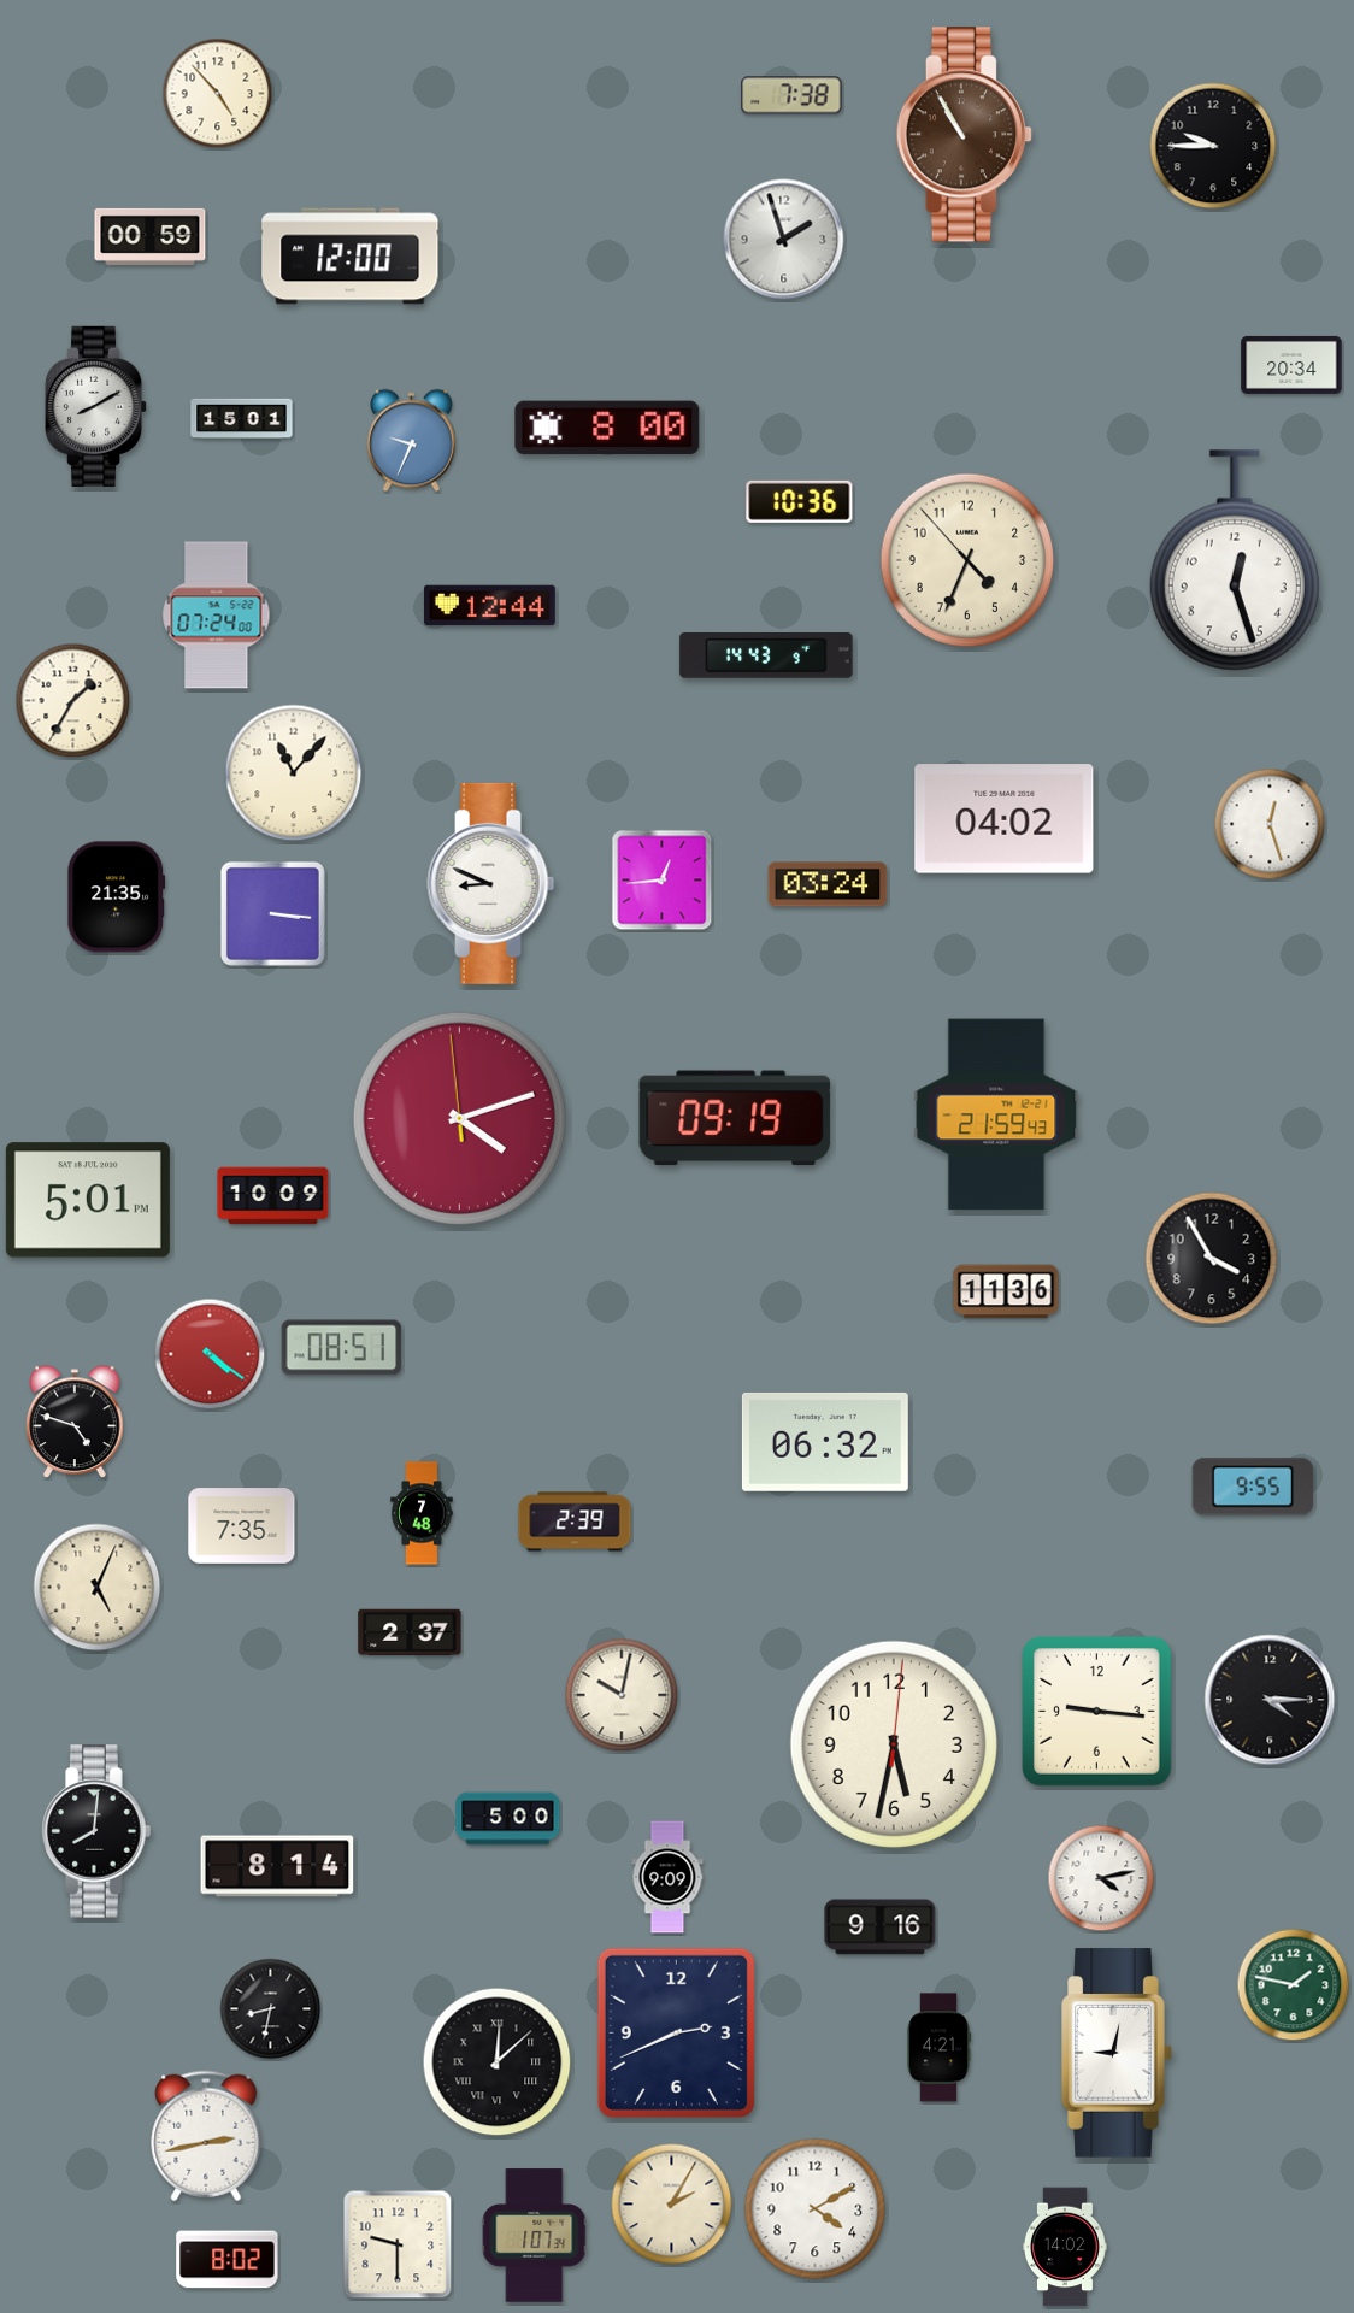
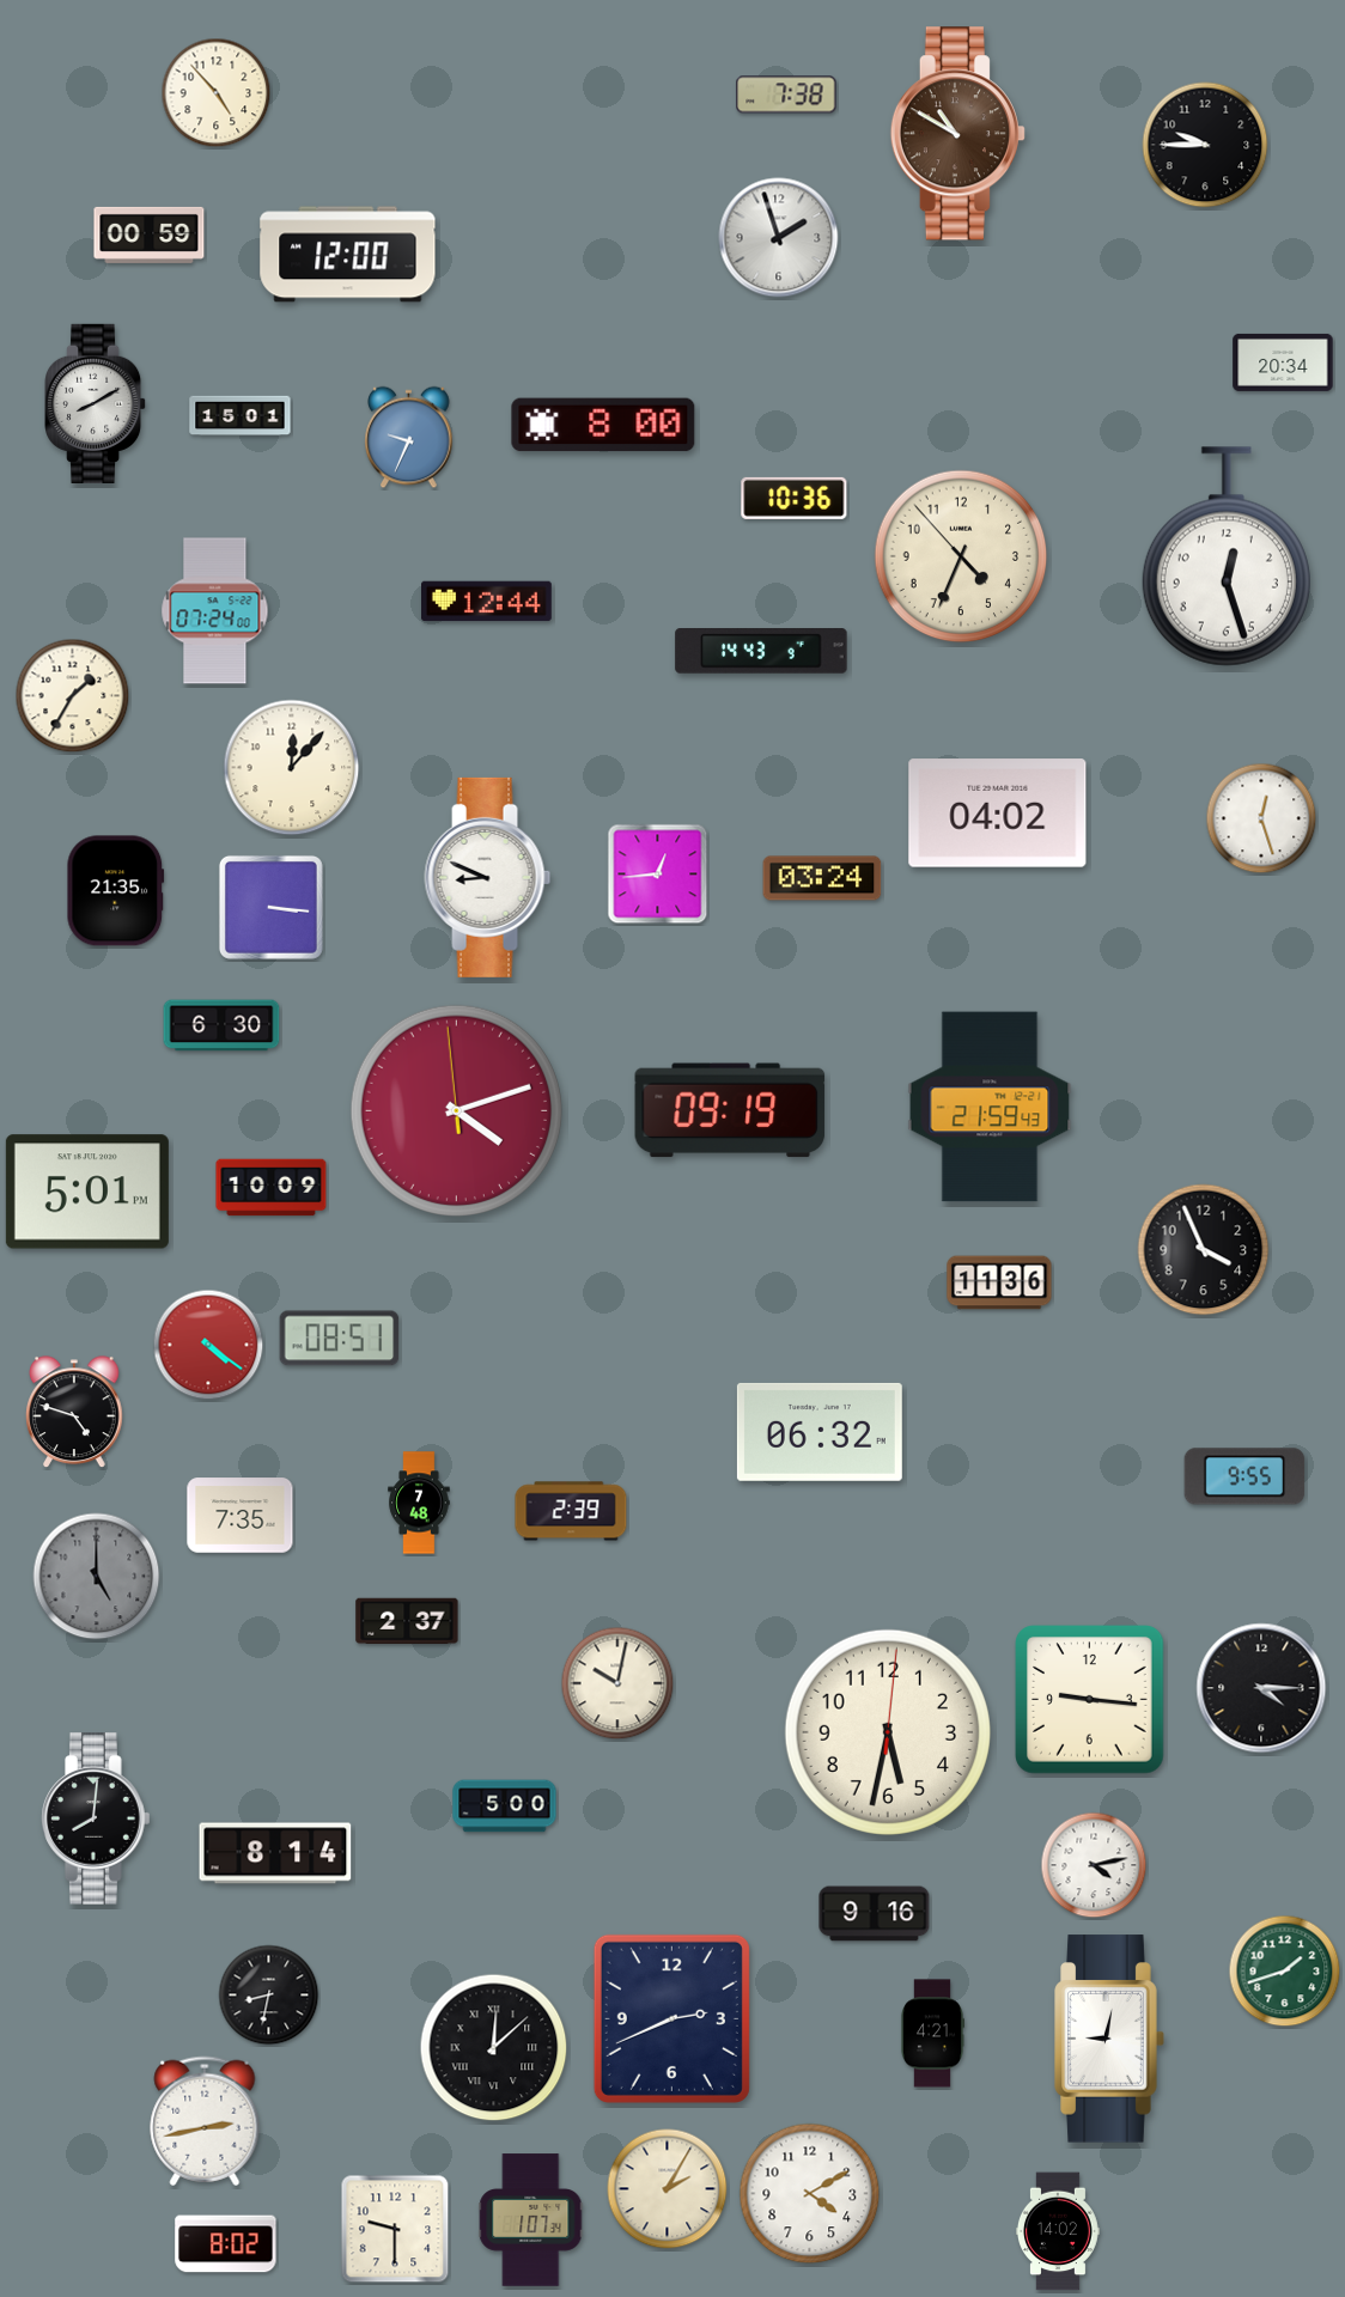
clock at (964, 135): 10:55 -> 10:50
clock at (294, 773): 11:07 -> 12:07
clock at (221, 1025): none -> 6:30
clock at (1212, 1259): 3:55 -> 3:56
clock at (98, 1588): 5:04 -> 5:00
clock at (98, 1588) dial: cream -> grey
clock at (667, 1877): 9:09 -> none
clock at (1294, 1985): 1:47 -> 1:42
